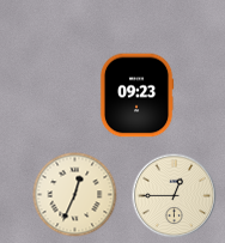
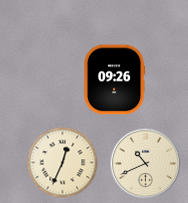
clock at (136, 96): 09:23 -> 09:26
clock at (175, 196): 12:45 -> 10:41
